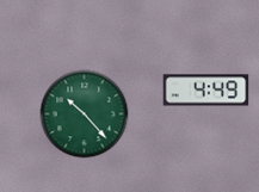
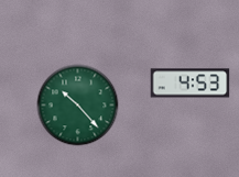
clock at (206, 91): 4:49 -> 4:53
